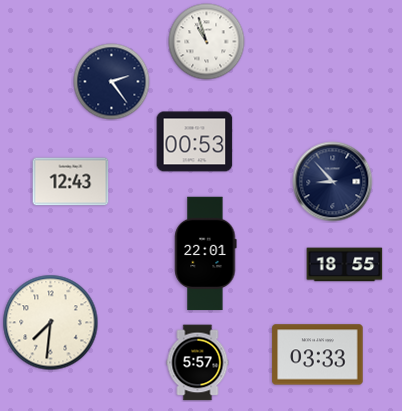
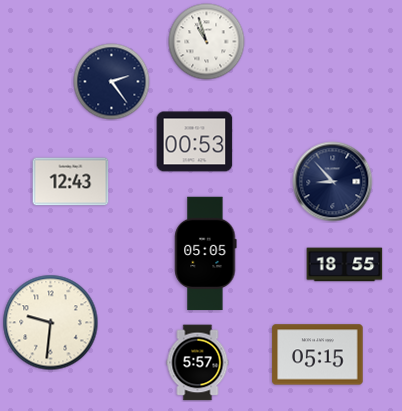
clock at (206, 254): 22:01 -> 05:05
clock at (51, 323): 7:31 -> 9:31
clock at (318, 355): 03:33 -> 05:15
